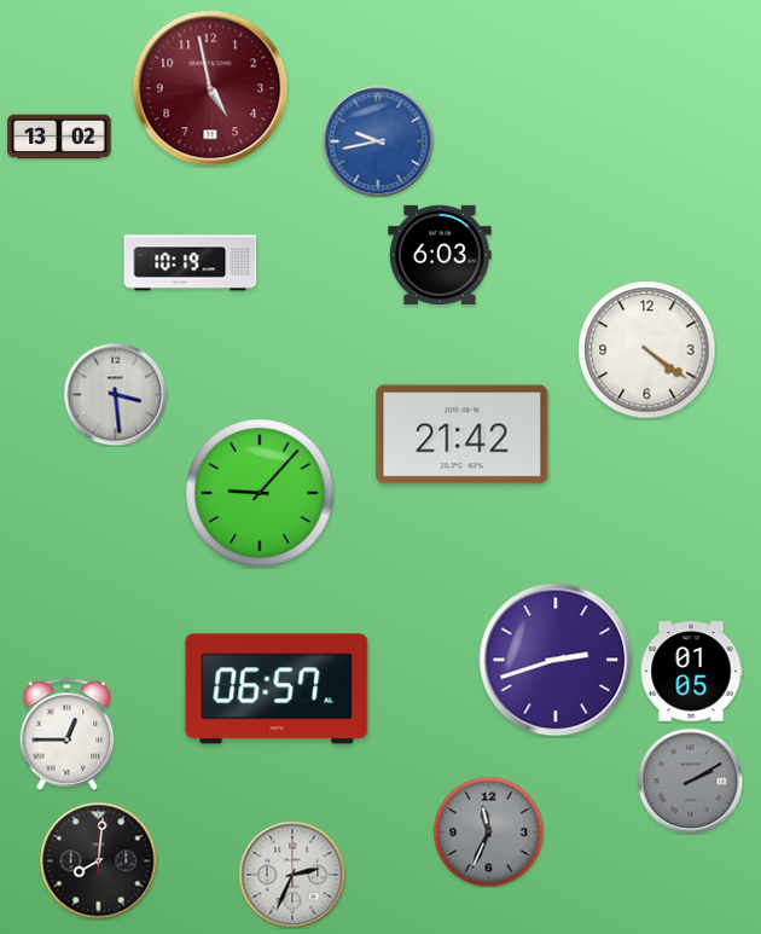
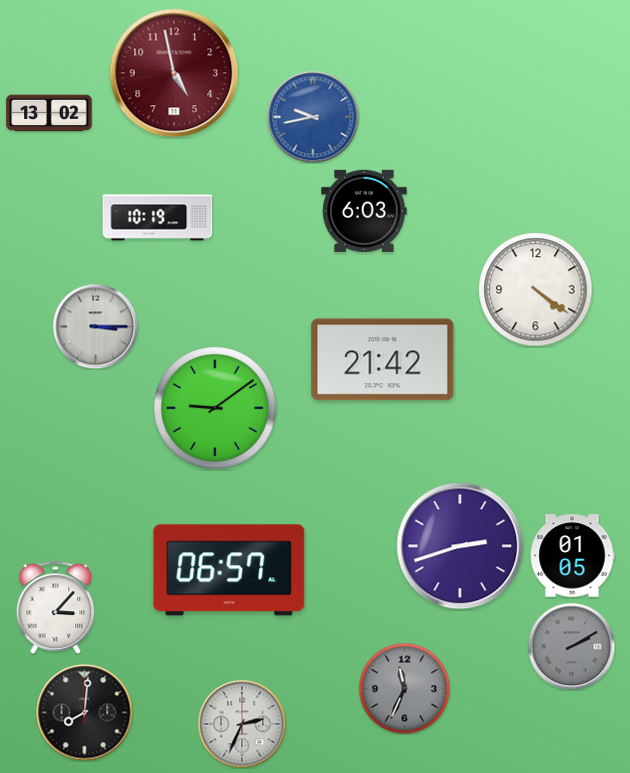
clock at (115, 394): 3:29 -> 3:15
clock at (260, 493): 9:07 -> 9:09
clock at (68, 733): 12:45 -> 3:07
clock at (99, 862) position: (99, 862) -> (85, 713)
